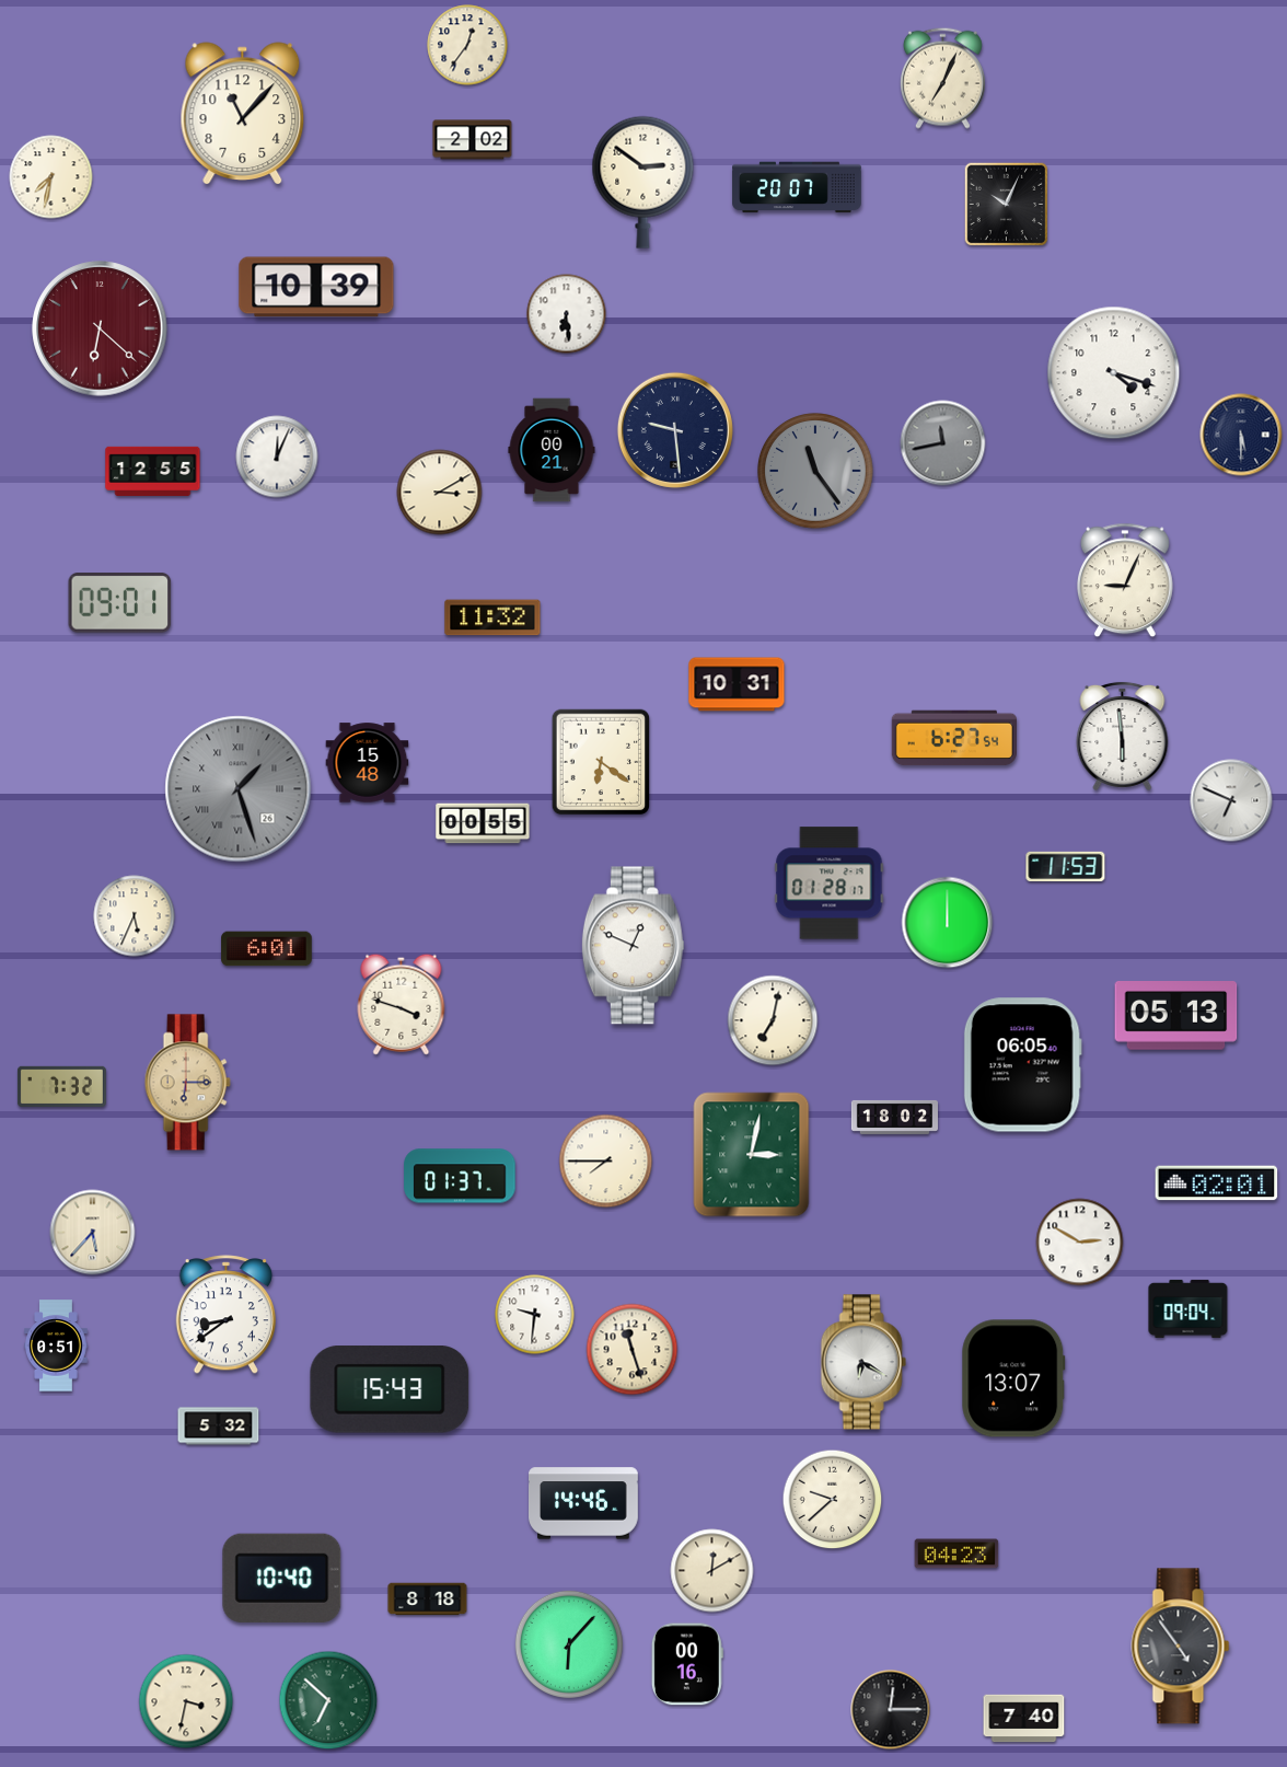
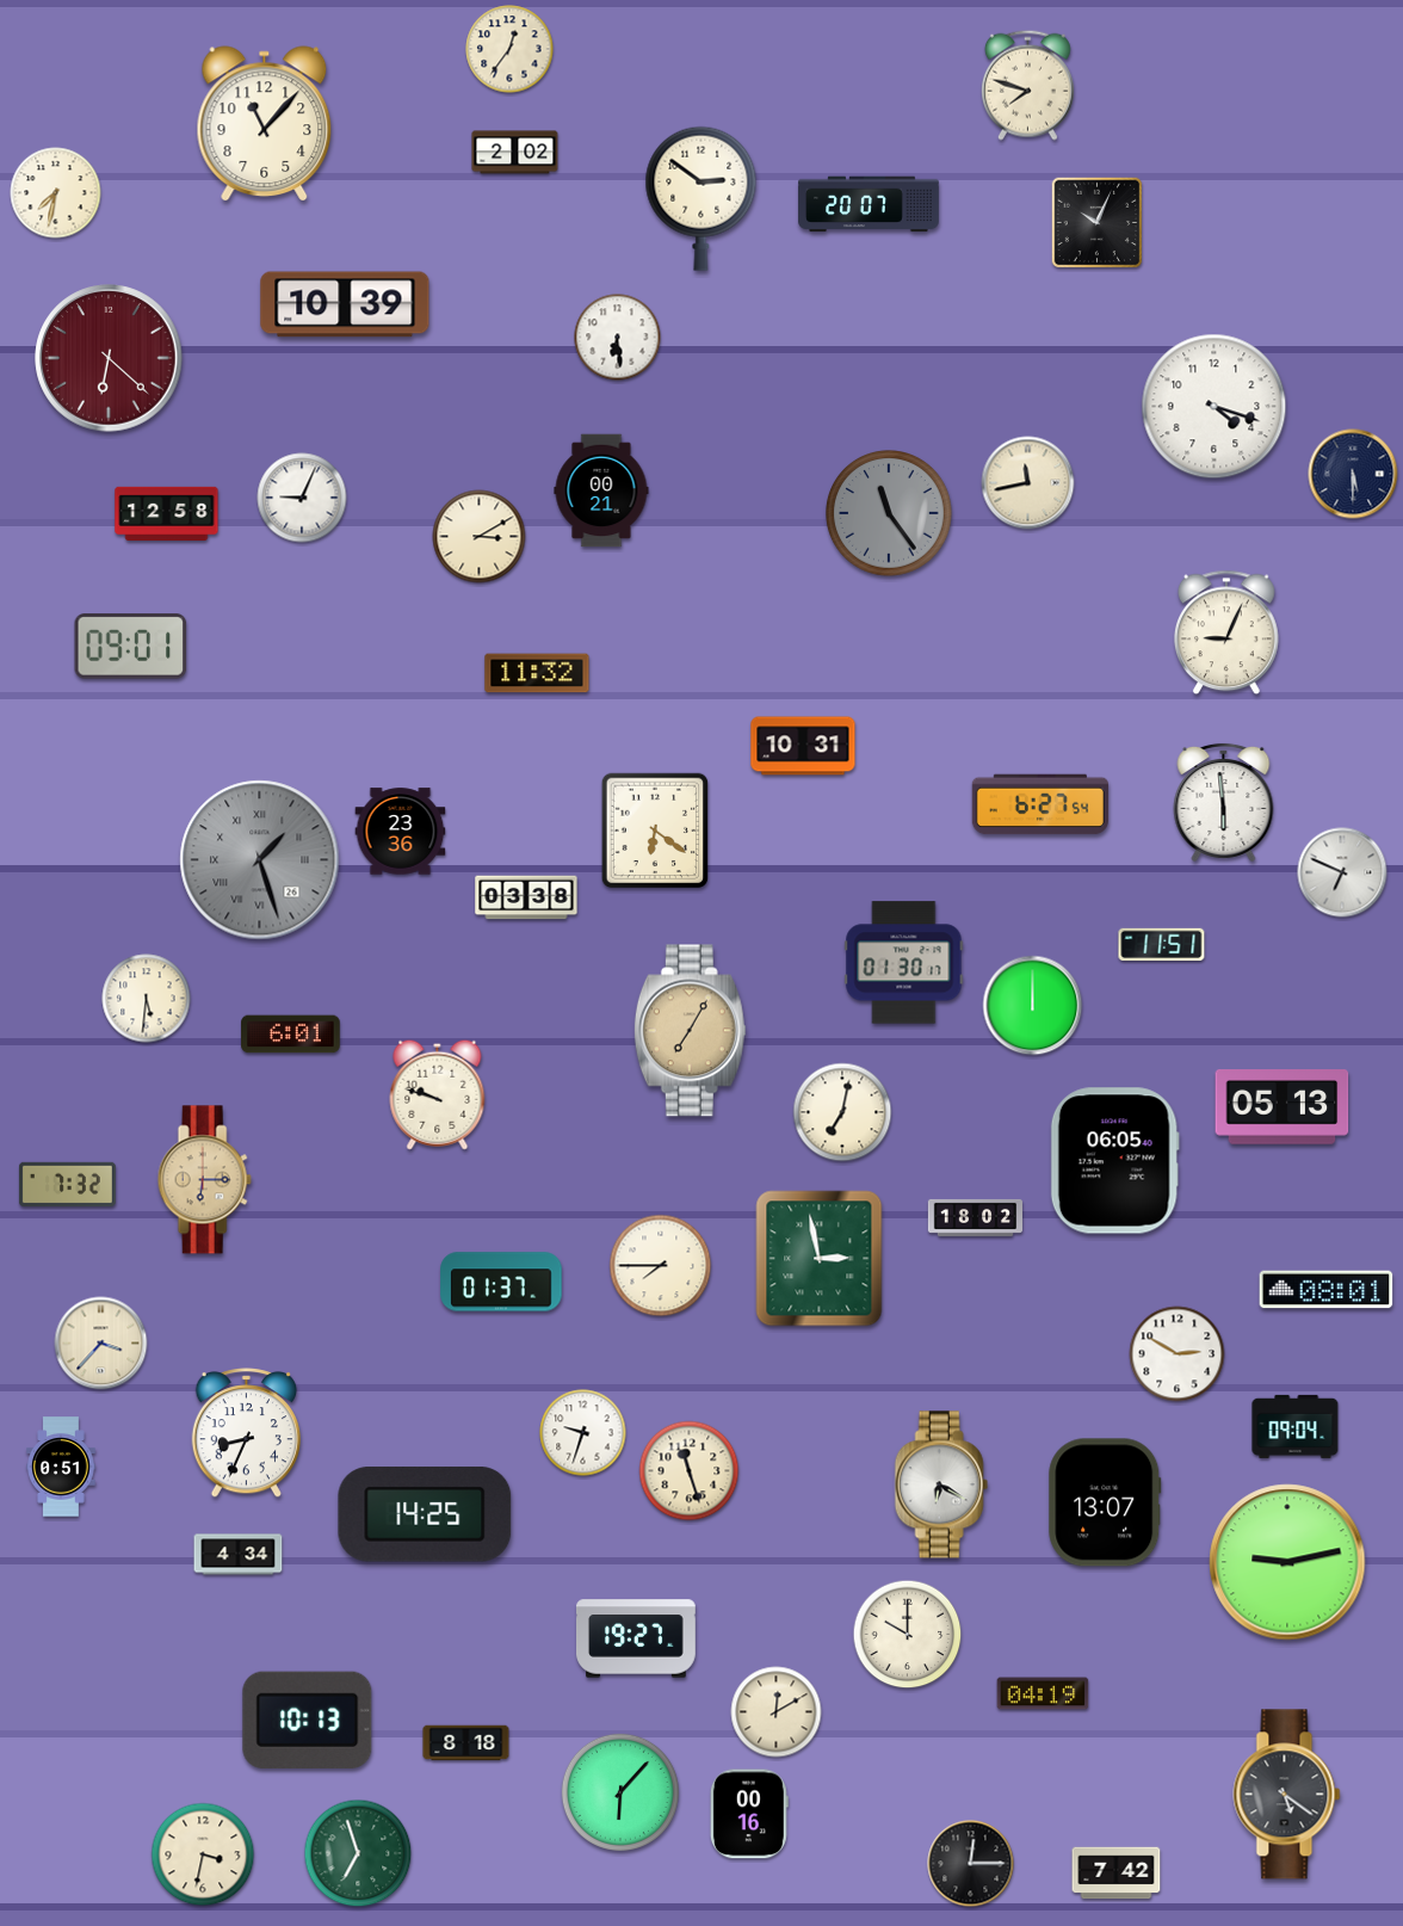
clock at (942, 78): 7:04 -> 7:48
clock at (316, 287) position: (316, 287) -> (345, 304)
clock at (567, 314) position: (567, 314) -> (618, 338)
clock at (675, 430): 9:29 -> none
clock at (943, 443) dial: grey -> cream
clock at (277, 457): 12:04 -> 9:04
clock at (153, 471): 12:55 -> 12:58
clock at (120, 603) position: (120, 603) -> (131, 647)
clock at (368, 763): 15:48 -> 23:36
clock at (483, 823): 00:55 -> 03:38
clock at (1066, 867): 11:53 -> 11:51
clock at (830, 883): 01:28 -> 01:30
clock at (135, 916): 5:34 -> 5:31
clock at (633, 946): 12:49 -> 7:05
clock at (633, 946) dial: white -> champagne
clock at (402, 1004): 3:48 -> 9:48
clock at (752, 1155): 3:02 -> 2:58
clock at (1217, 1183): 02:01 -> 08:01
clock at (93, 1233): 5:37 -> 3:37
clock at (225, 1315): 8:39 -> 8:34
clock at (535, 1315): 9:31 -> 9:33
clock at (390, 1389): 15:43 -> 14:25
clock at (219, 1427): 5:32 -> 4:34
clock at (1287, 1562): none -> 9:13
clock at (833, 1500): 9:38 -> 10:00
clock at (584, 1503): 14:46 -> 19:27
clock at (956, 1554): 04:23 -> 04:19
clock at (282, 1578): 10:40 -> 10:13
clock at (1181, 1647): 4:54 -> 5:21
clock at (328, 1700): 6:52 -> 6:57
clock at (1024, 1719): 7:40 -> 7:42
